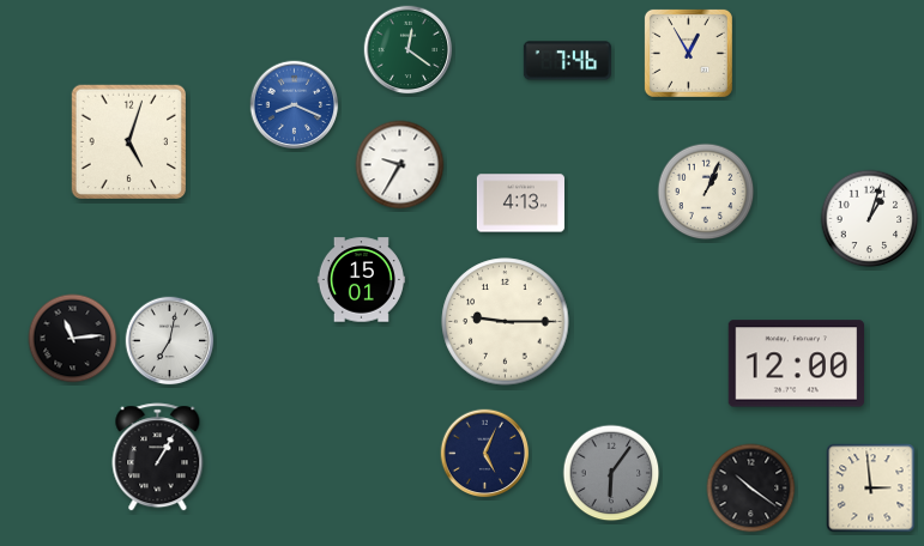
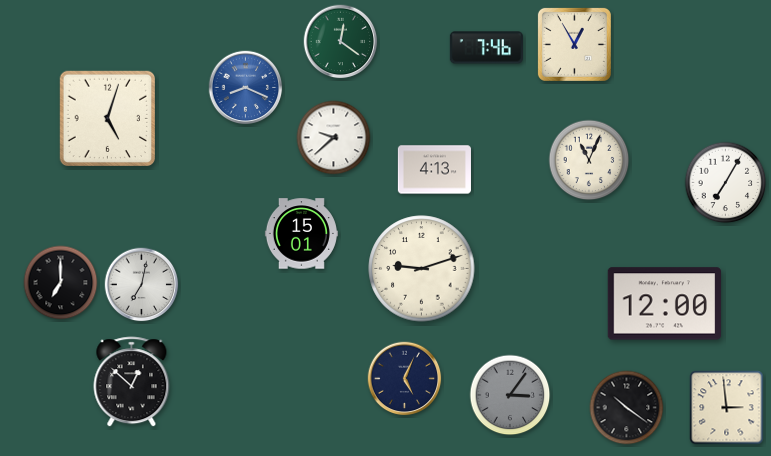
clock at (567, 61) position: (567, 61) -> (486, 48)
clock at (400, 165): 9:35 -> 9:38
clock at (706, 192): 1:04 -> 11:04
clock at (870, 219): 1:03 -> 7:05
clock at (506, 322): 9:15 -> 9:12
clock at (73, 339): 11:14 -> 7:00
clock at (158, 457): 1:05 -> 12:52
clock at (611, 473): 6:06 -> 3:06
